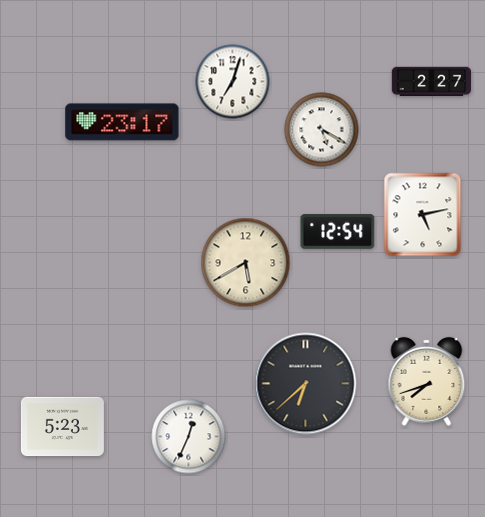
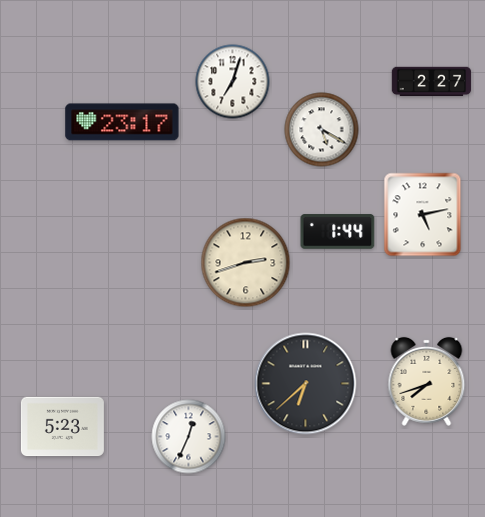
clock at (338, 232): 12:54 -> 1:44
clock at (246, 263): 5:40 -> 2:42
